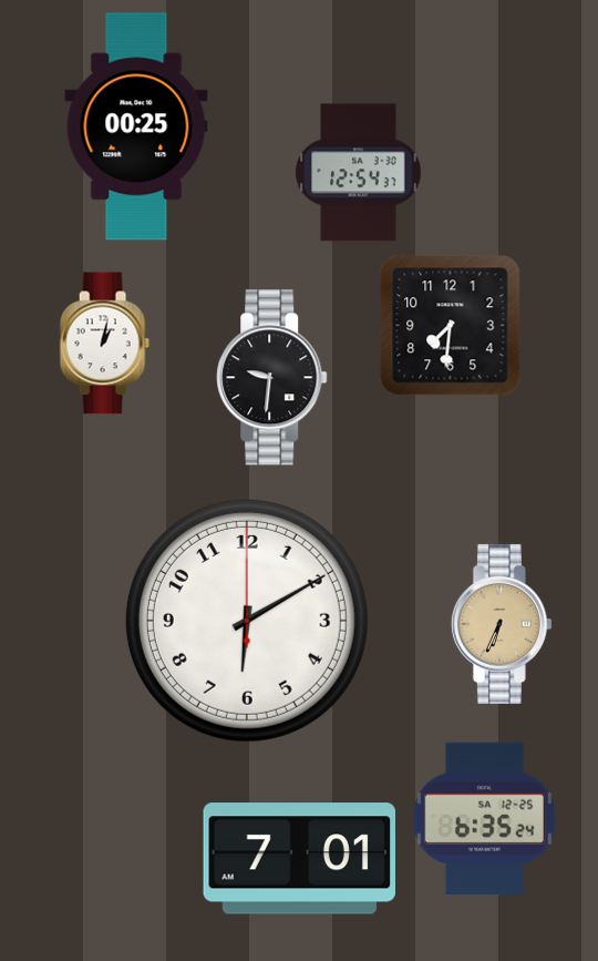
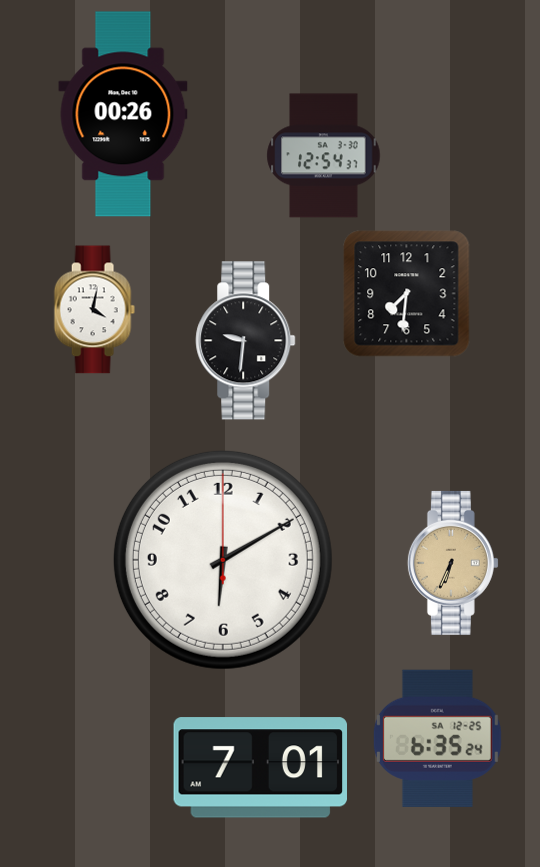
clock at (136, 126): 00:25 -> 00:26
clock at (104, 344): 1:02 -> 4:02
clock at (300, 859) position: (300, 859) -> (261, 768)
